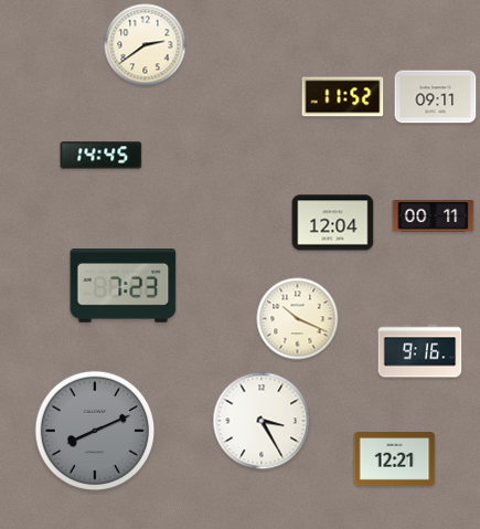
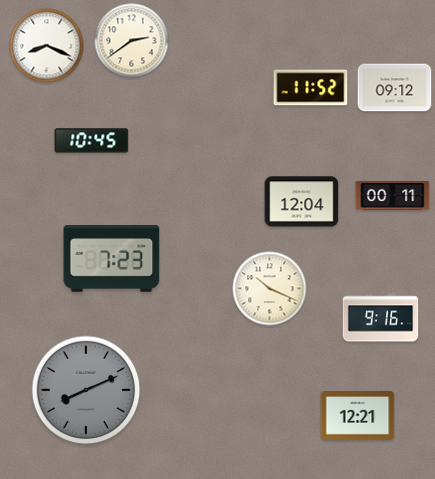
clock at (47, 46): none -> 8:19
clock at (436, 97): 09:11 -> 09:12
clock at (102, 156): 14:45 -> 10:45
clock at (262, 421): 3:25 -> none
